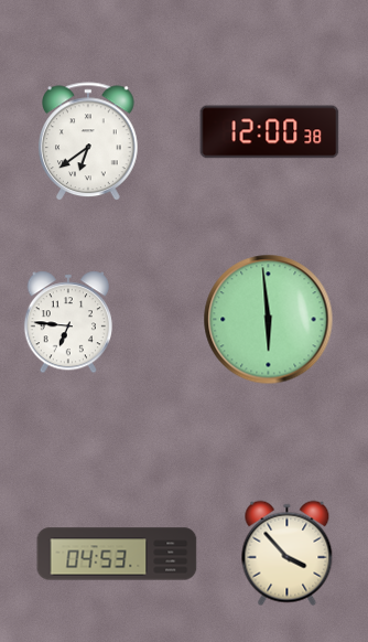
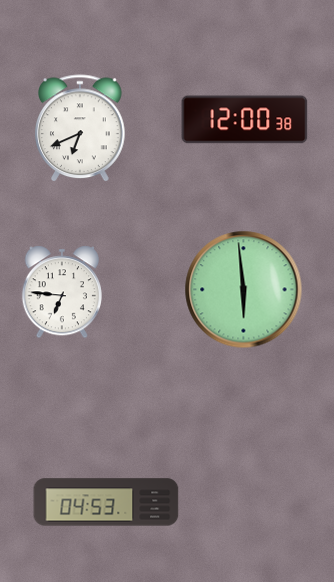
clock at (89, 142): 6:39 -> 6:41
clock at (288, 554): 3:53 -> none
